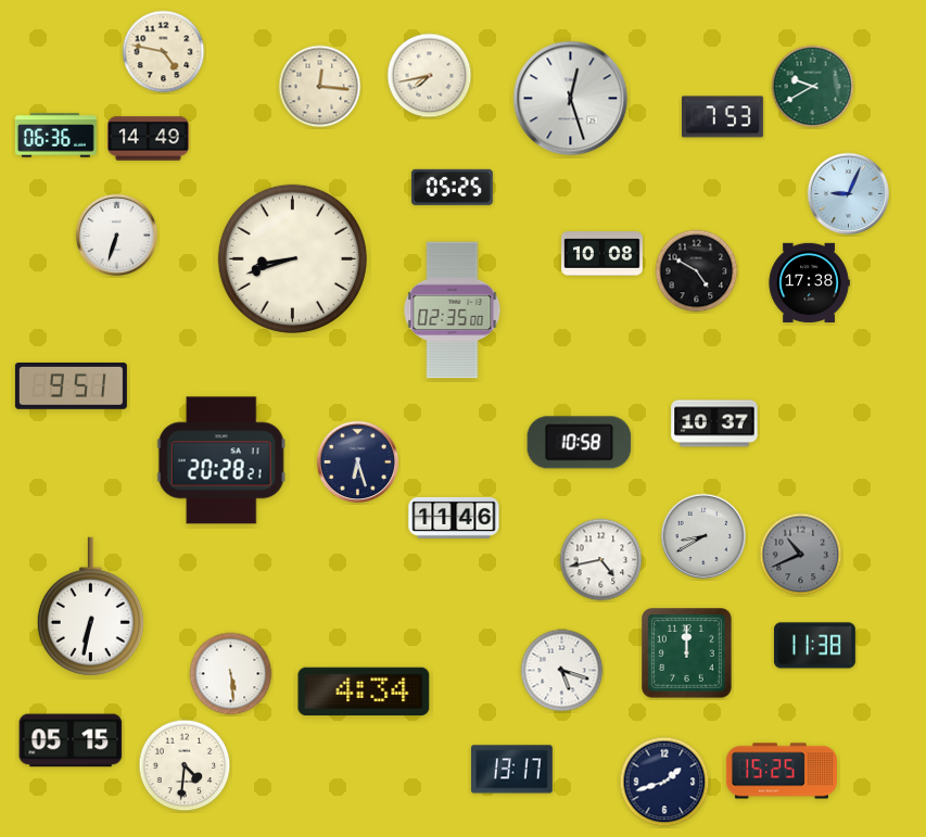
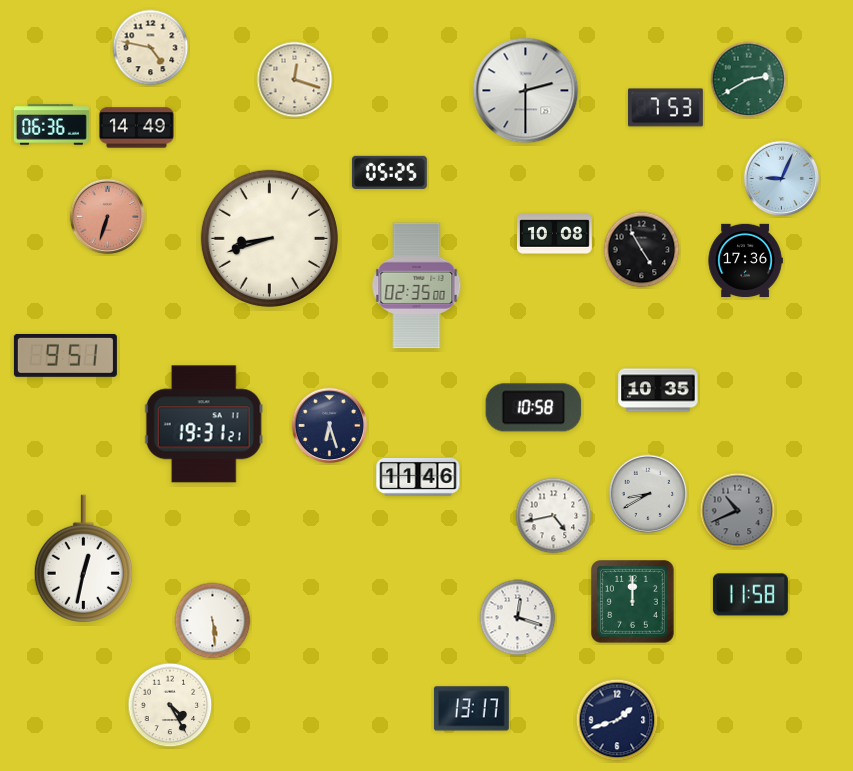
clock at (430, 76): 7:43 -> none
clock at (320, 87): 12:16 -> 12:18
clock at (813, 87): 9:40 -> 2:40
clock at (571, 99): 12:27 -> 2:30
clock at (452, 187) position: (452, 187) -> (389, 172)
clock at (117, 236) dial: white -> salmon
clock at (697, 271): 4:50 -> 4:55
clock at (809, 282): 17:38 -> 17:36
clock at (714, 423): 10:37 -> 10:35
clock at (221, 460): 20:28 -> 19:31
clock at (90, 607): 6:32 -> 12:32
clock at (814, 646): 11:38 -> 11:58
clock at (562, 671): 5:18 -> 12:18
clock at (364, 692): 4:34 -> none
clock at (71, 740): 05:15 -> none
clock at (185, 765): 4:31 -> 4:25
clock at (782, 771): 15:25 -> none
clock at (664, 782) position: (664, 782) -> (617, 720)
